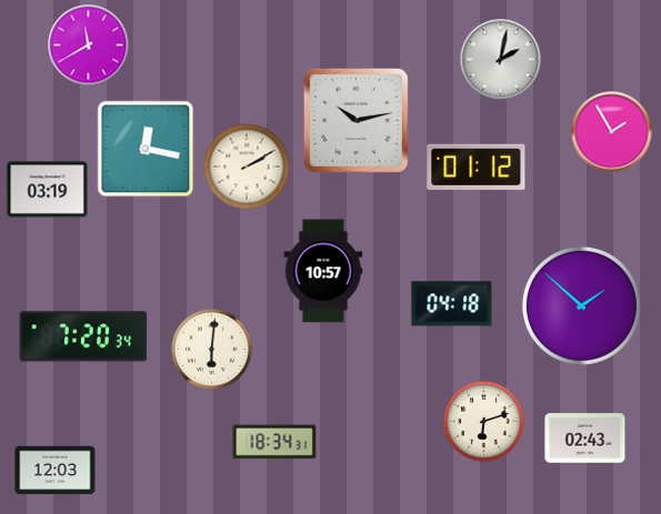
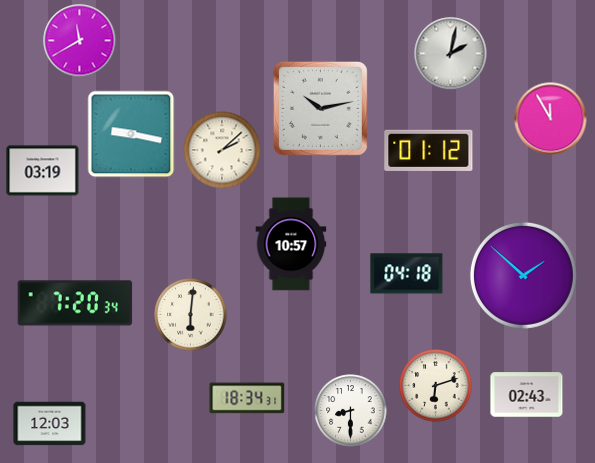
clock at (612, 132): 1:55 -> 11:55
clock at (146, 149): 12:17 -> 9:17
clock at (247, 167): 2:10 -> 2:08
clock at (484, 422) position: (484, 422) -> (436, 386)
clock at (351, 411): none -> 8:30
